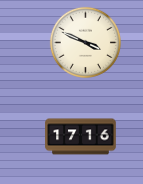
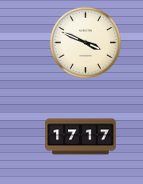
clock at (81, 137): 17:16 -> 17:17
